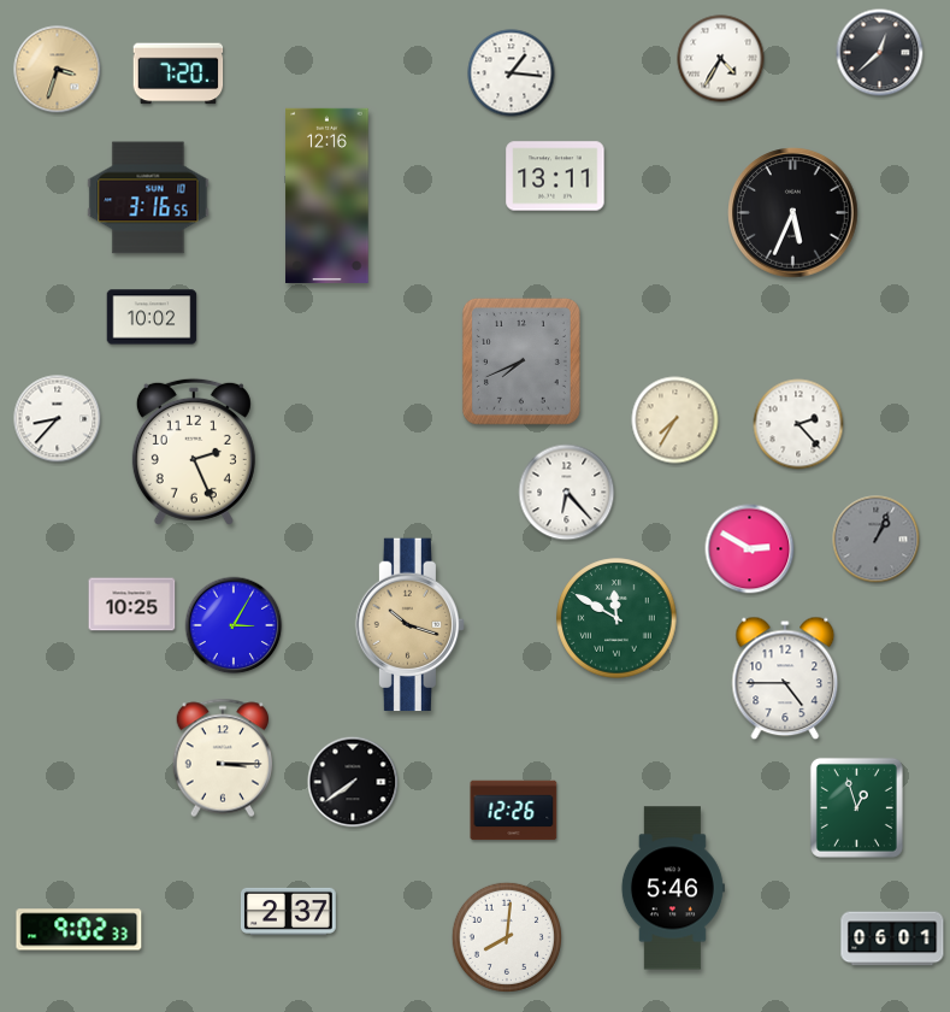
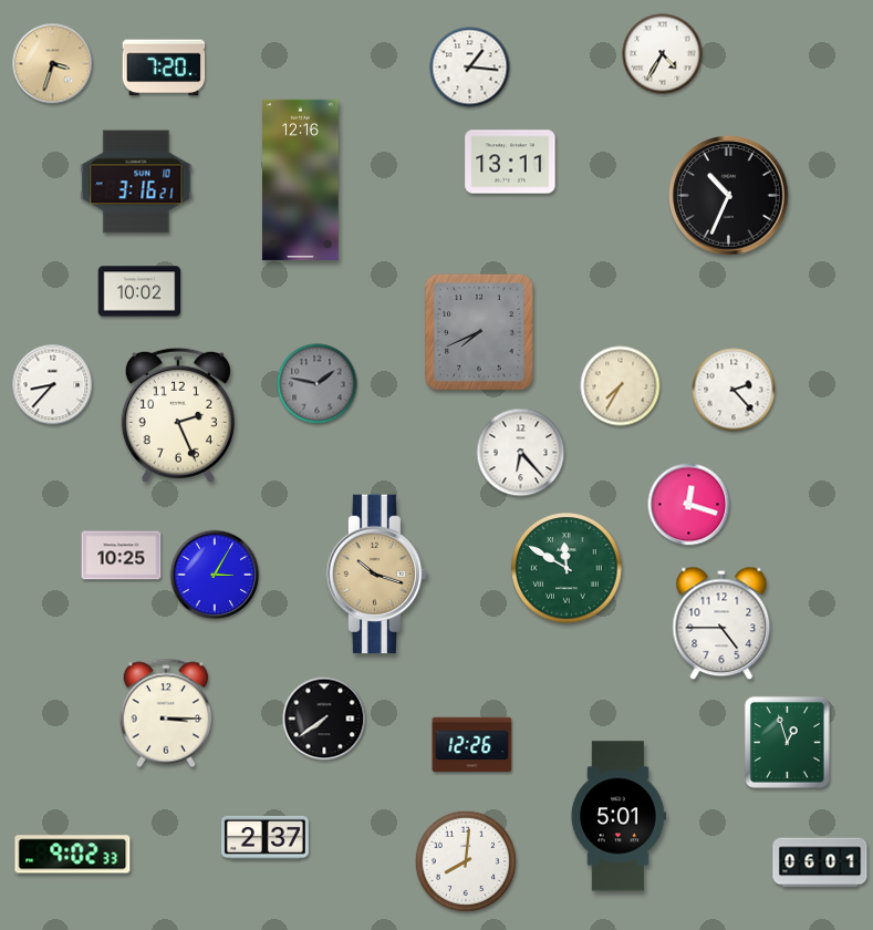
clock at (880, 53): 12:38 -> none
clock at (148, 198): 3:16:55 -> 3:16:21
clock at (793, 213): 5:34 -> 10:34
clock at (318, 384): none -> 1:47
clock at (877, 540): 1:04 -> none
clock at (750, 549): 2:50 -> 12:18
clock at (222, 758) position: (222, 758) -> (165, 713)
clock at (673, 888): 5:46 -> 5:01
